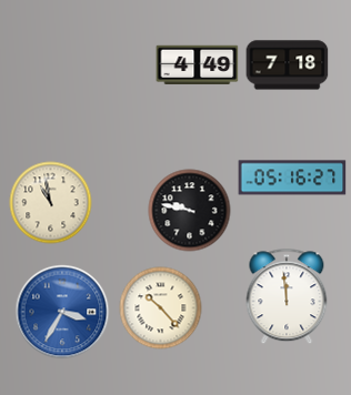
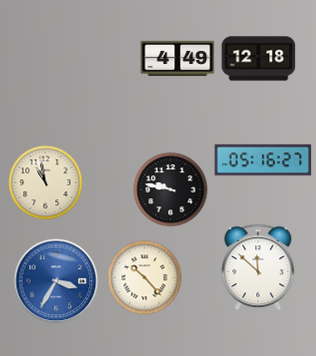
clock at (288, 65): 7:18 -> 12:18
clock at (287, 296): 11:59 -> 11:52
